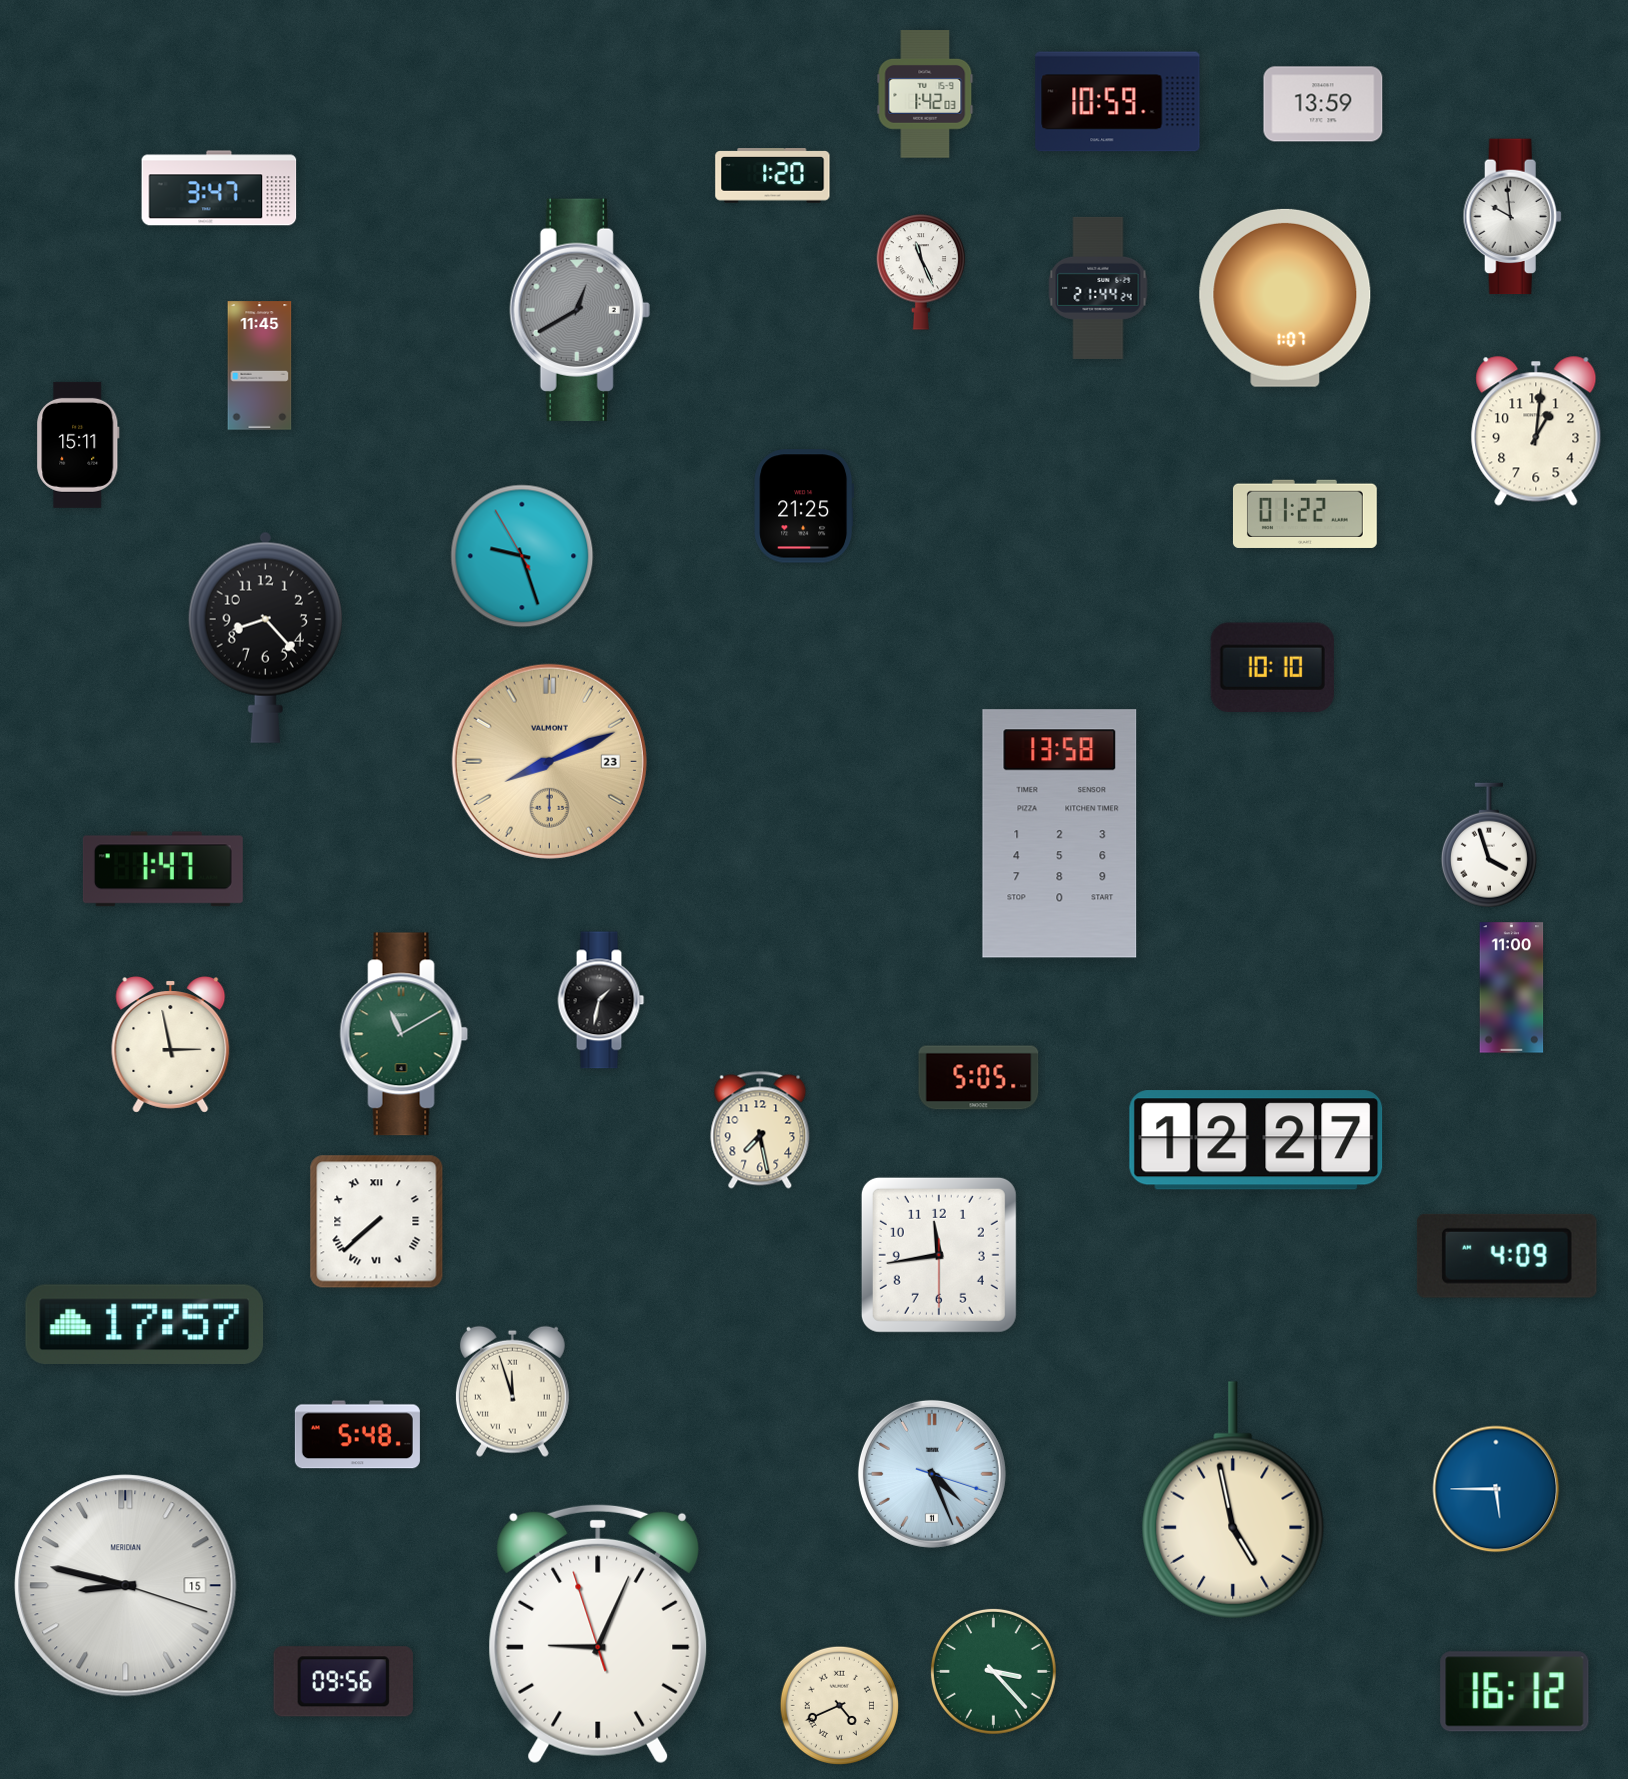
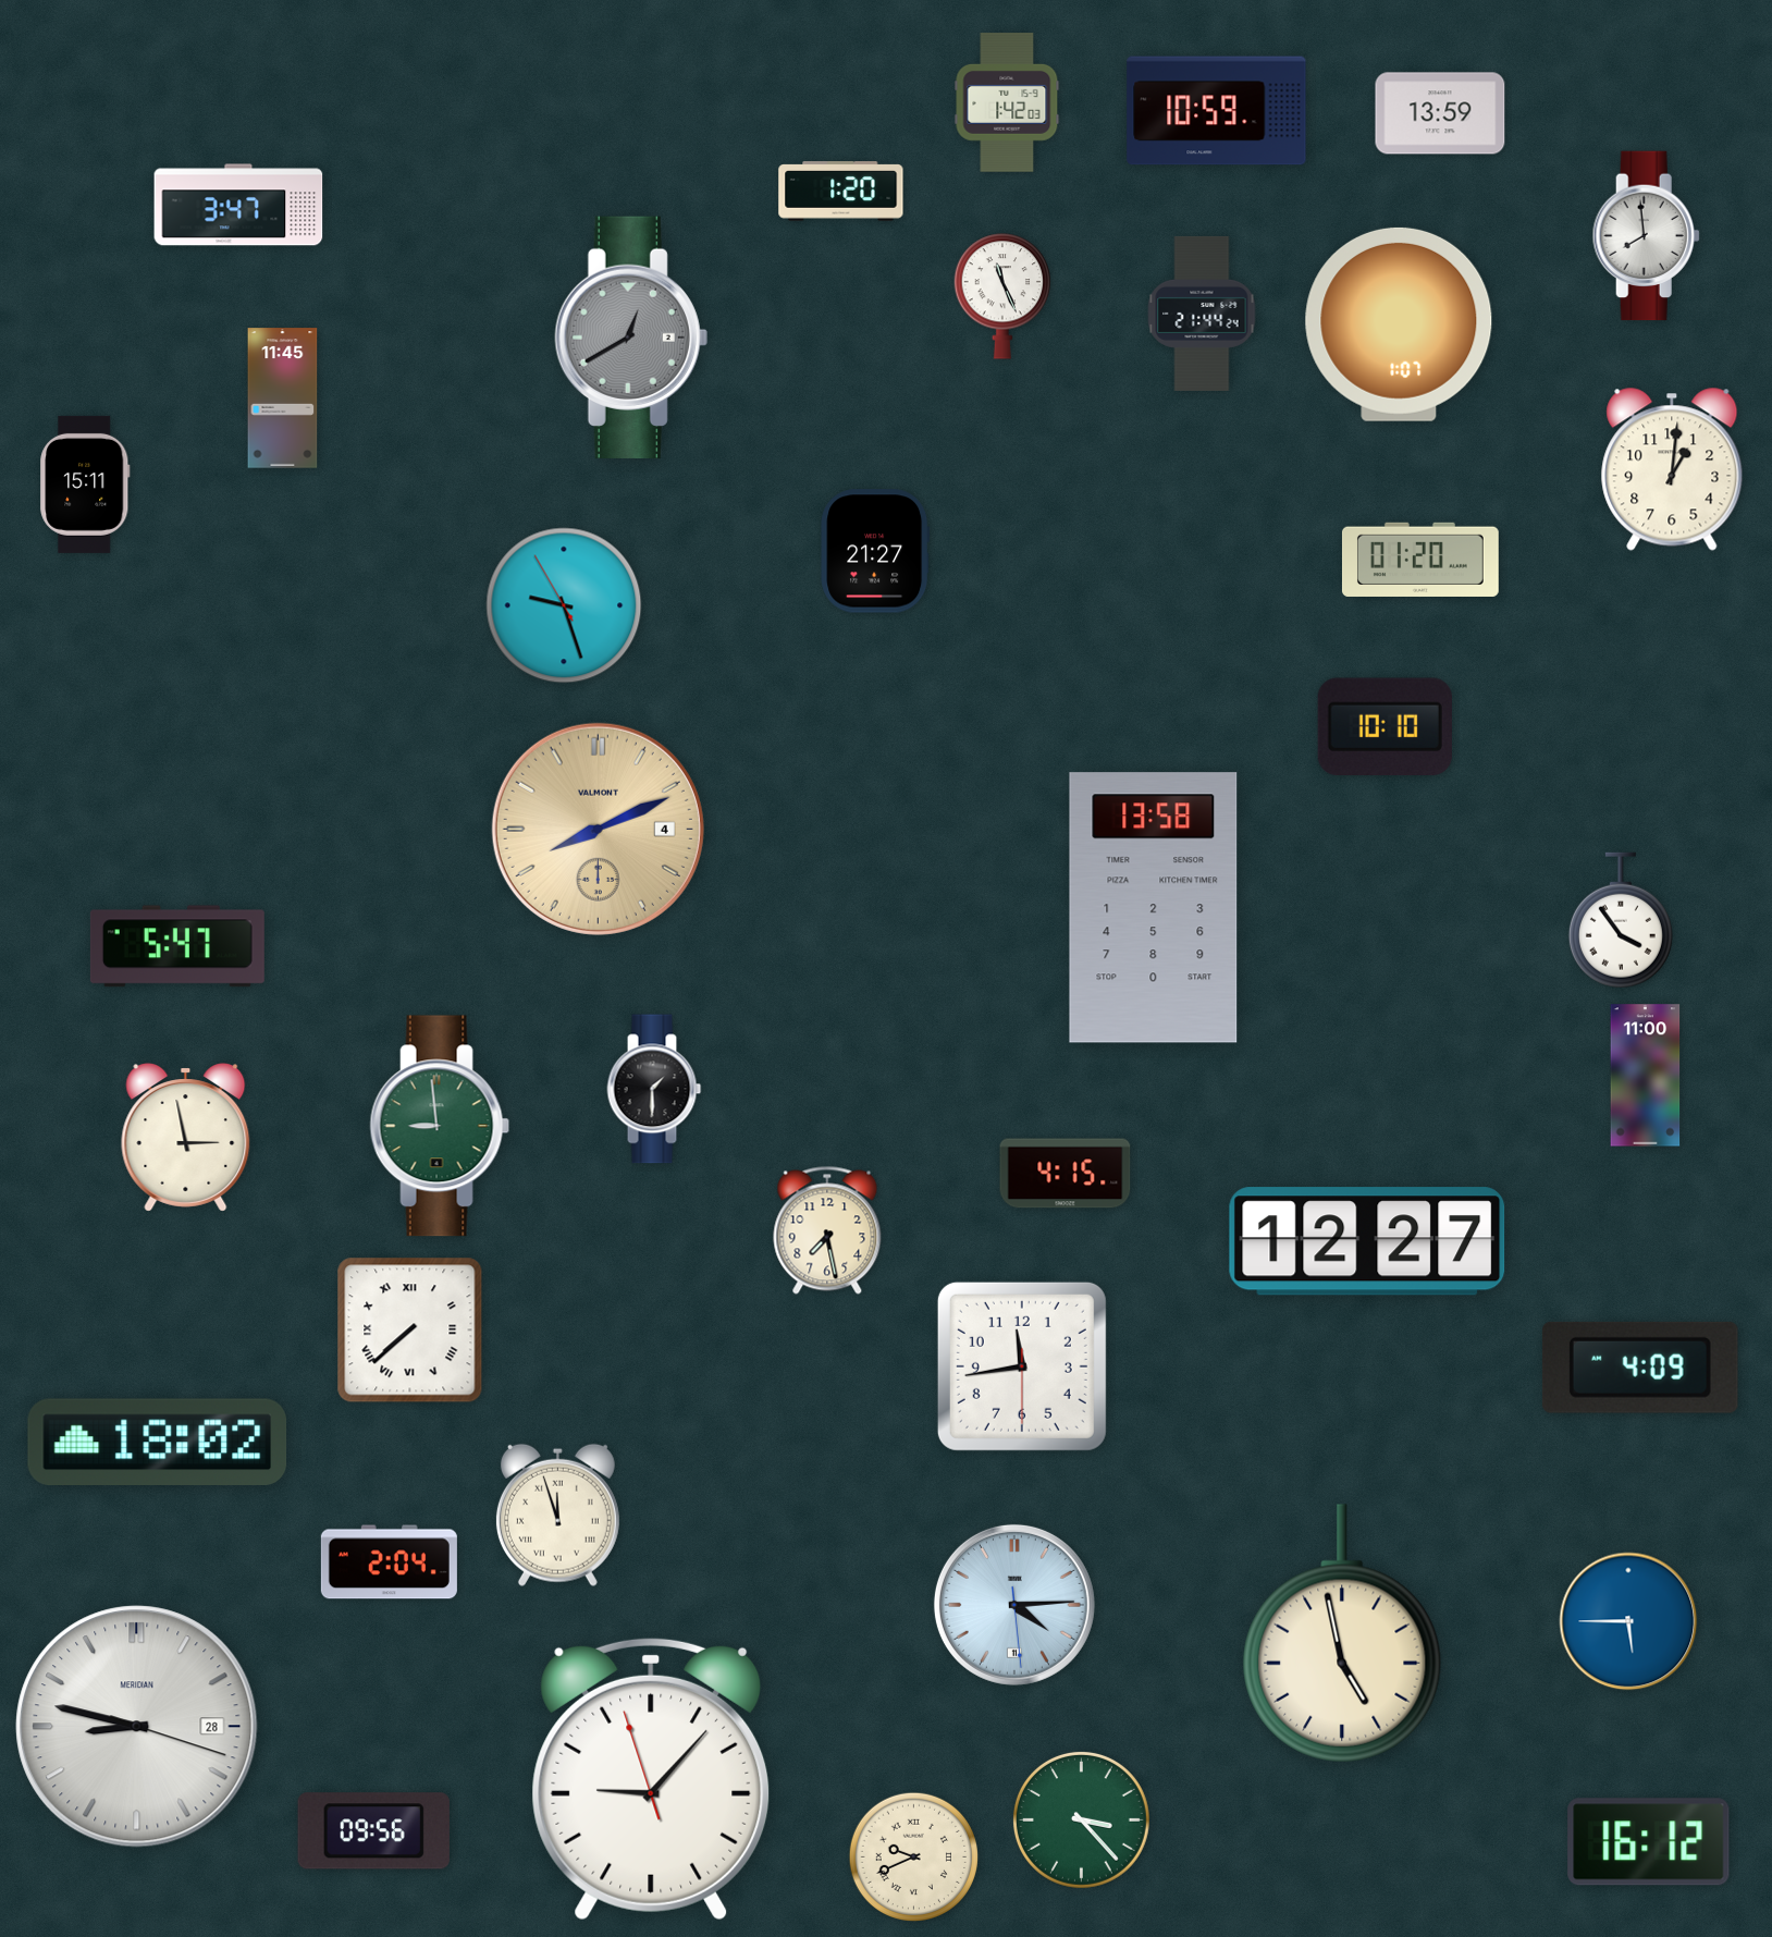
clock at (1512, 217): 9:59 -> 7:59
clock at (1098, 288) position: (1098, 288) -> (1202, 314)
clock at (804, 506): 21:25 -> 21:27
clock at (1305, 514): 01:22 -> 01:20
clock at (522, 556) position: (522, 556) -> (564, 605)
clock at (265, 637): 8:23 -> none
clock at (549, 761) date: 23 -> 4
clock at (1489, 845): 3:57 -> 3:54
clock at (163, 869): 1:47 -> 5:47
clock at (601, 1000): 1:32 -> 1:30
clock at (404, 1034): 11:10 -> 8:59
clock at (979, 1078): 5:05 -> 4:15
clock at (144, 1324): 17:57 -> 18:02
clock at (357, 1435): 5:48 -> 2:04
clock at (932, 1474): 4:26 -> 4:14
clock at (126, 1586) date: 15 -> 28
clock at (598, 1634): 9:03 -> 9:06
clock at (839, 1705): 4:41 -> 9:41
